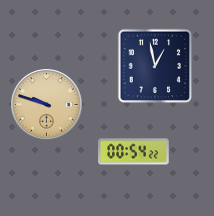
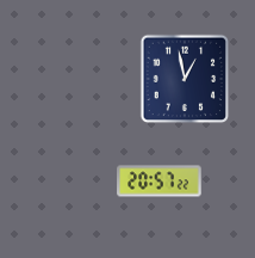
clock at (47, 105): 9:48 -> none
clock at (134, 152): 00:54 -> 20:57
